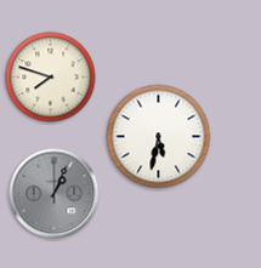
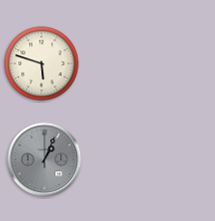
clock at (51, 78): 7:48 -> 5:48
clock at (159, 137): 5:32 -> none
